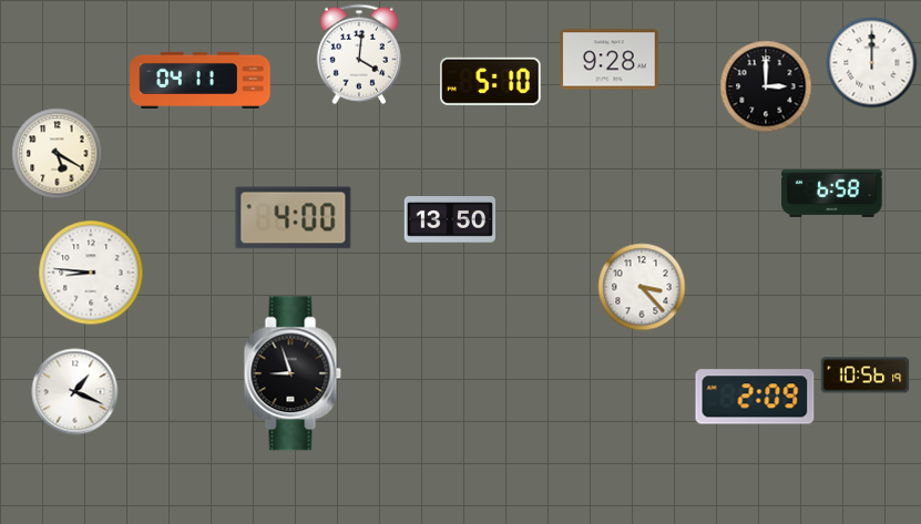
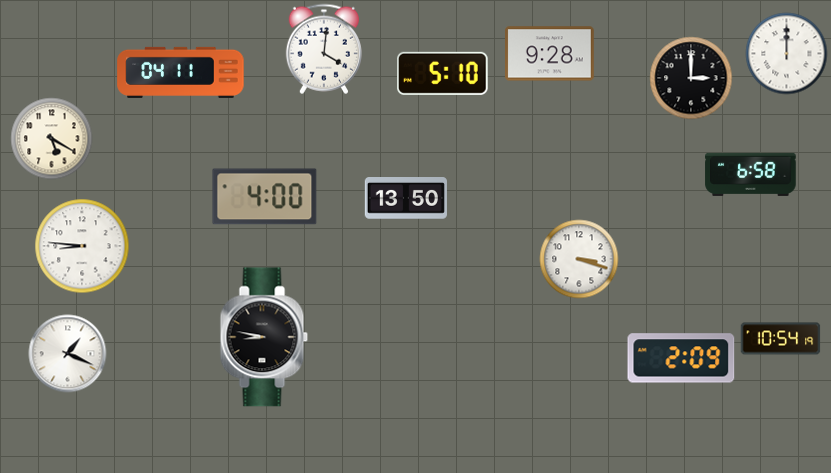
clock at (872, 63) position: (872, 63) -> (787, 54)
clock at (642, 287): 3:23 -> 3:18
clock at (293, 373): 8:57 -> 8:47
clock at (866, 376): 10:56 -> 10:54
